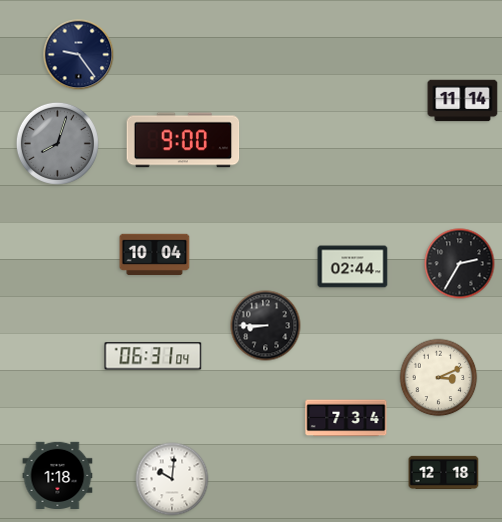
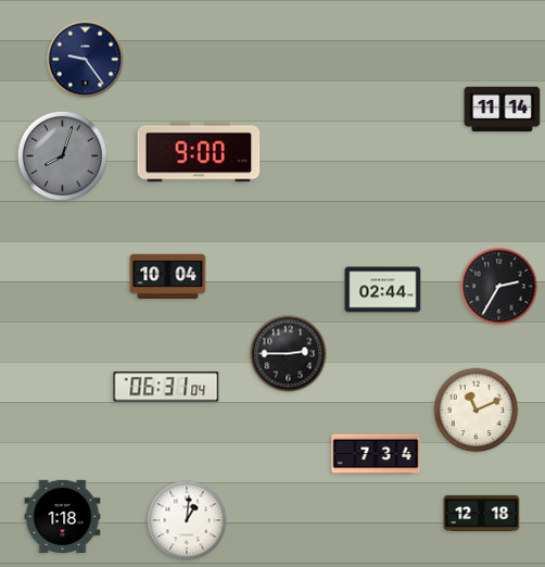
clock at (266, 326): 8:45 -> 2:45
clock at (439, 378): 3:11 -> 11:11
clock at (172, 479): 10:01 -> 1:01
